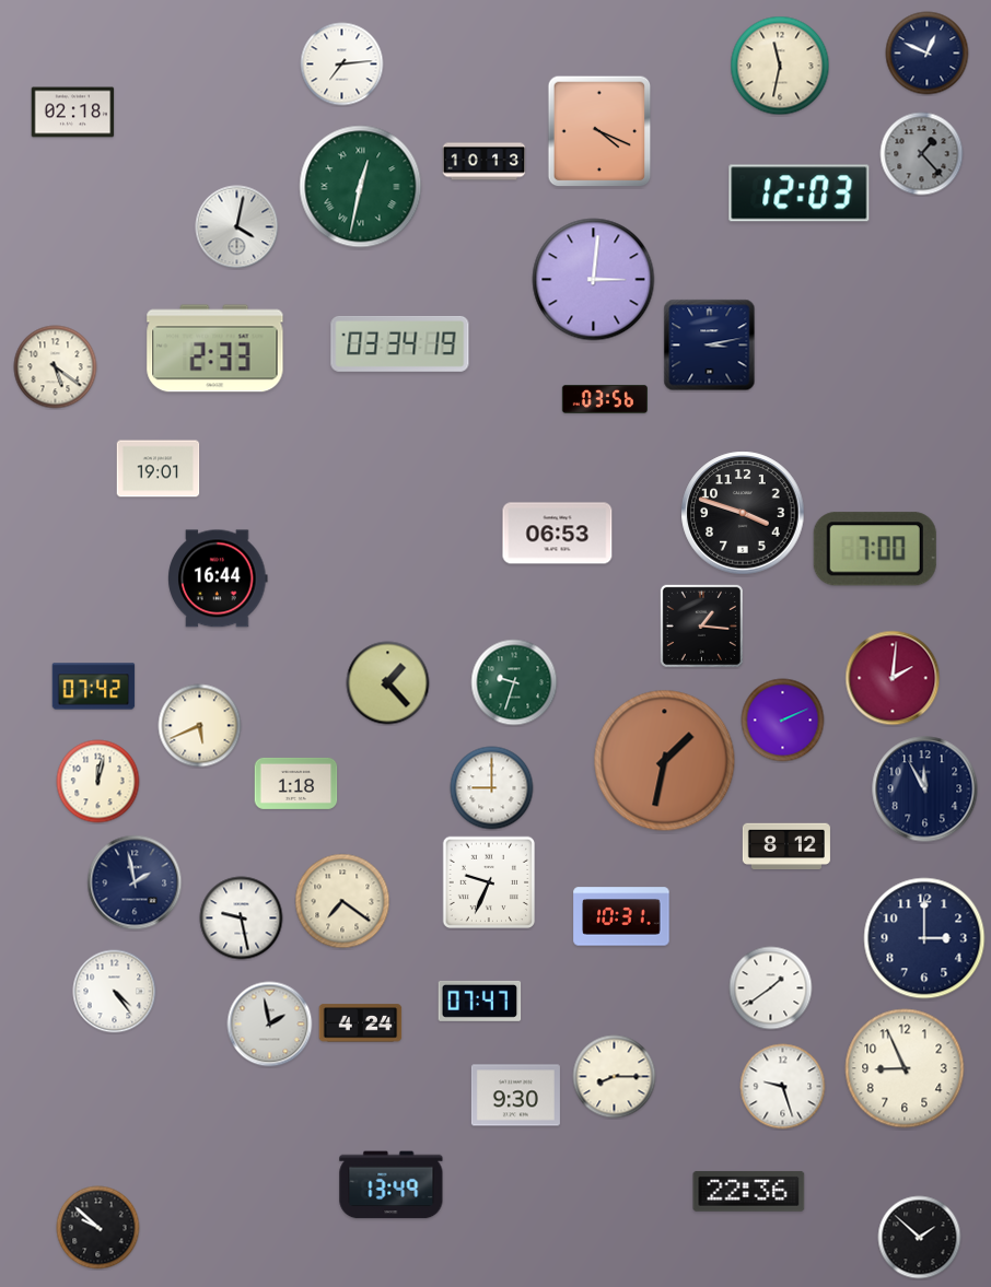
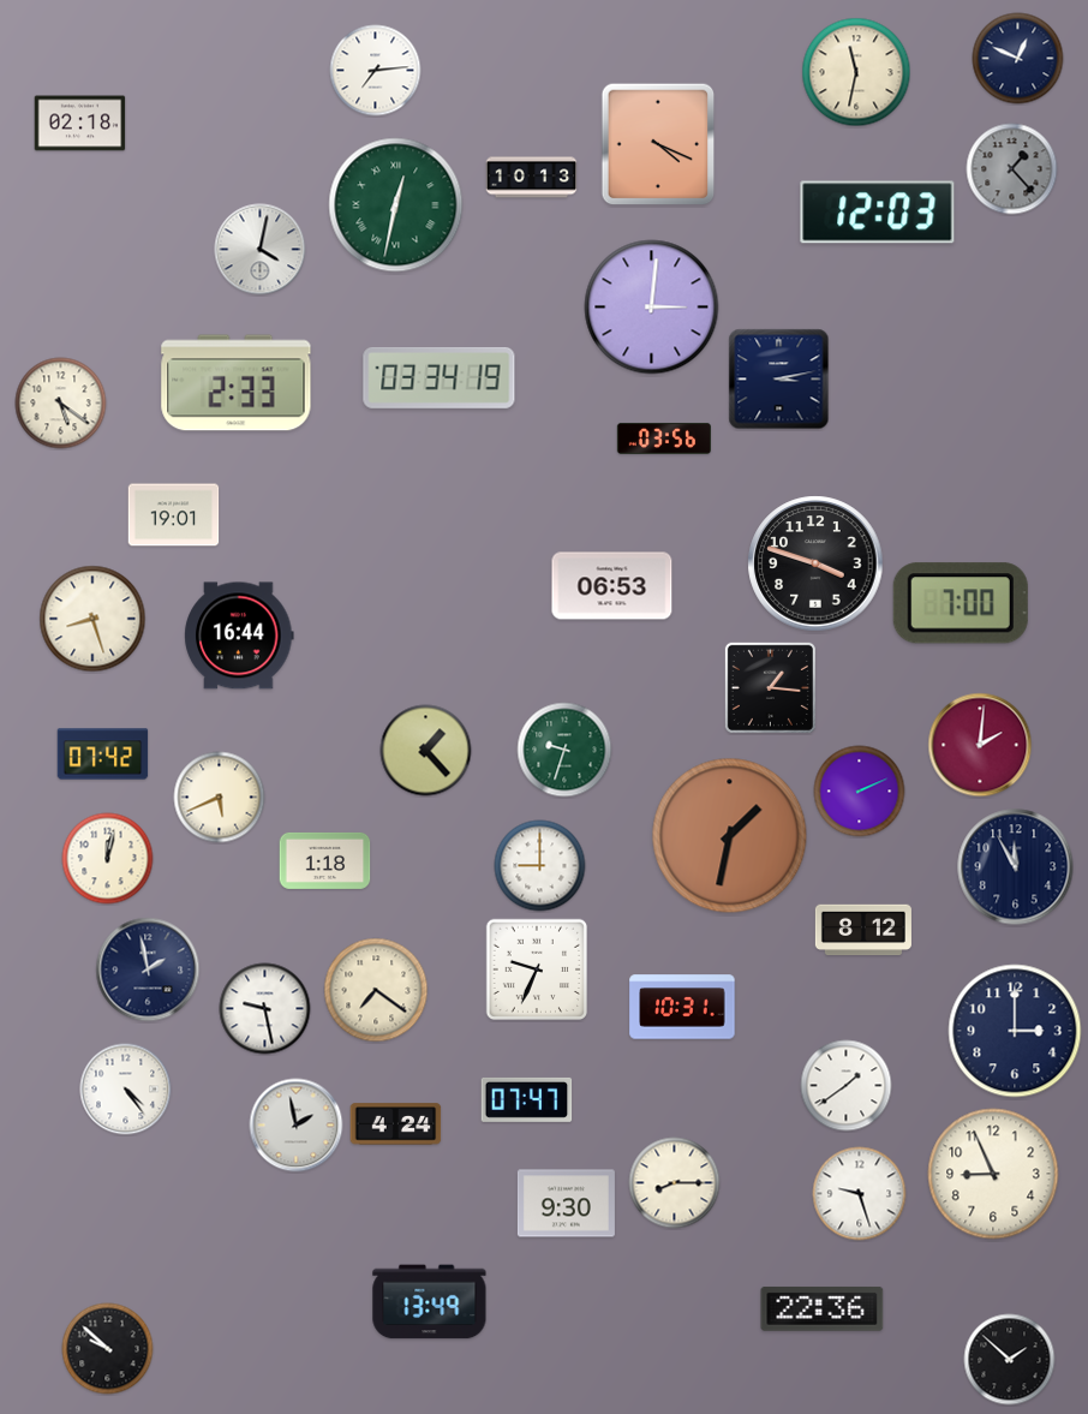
clock at (92, 619): none -> 8:27
